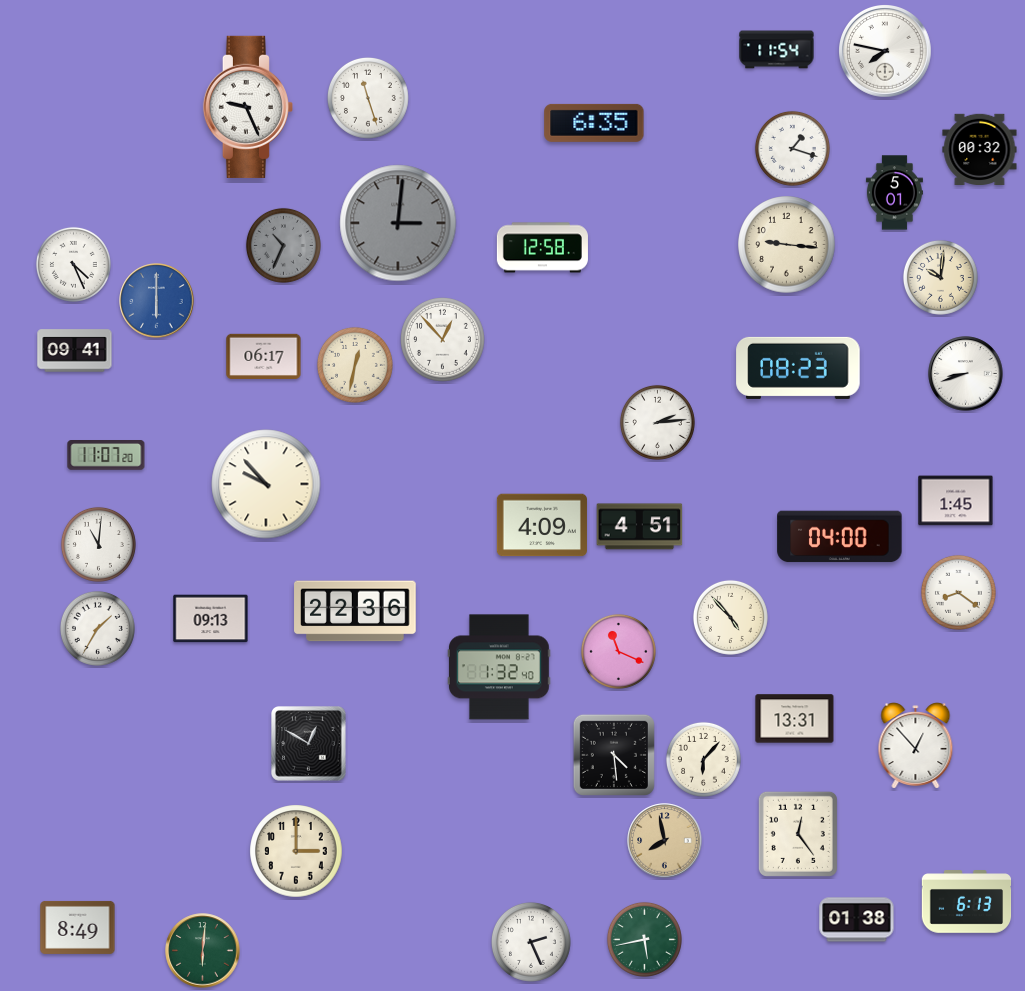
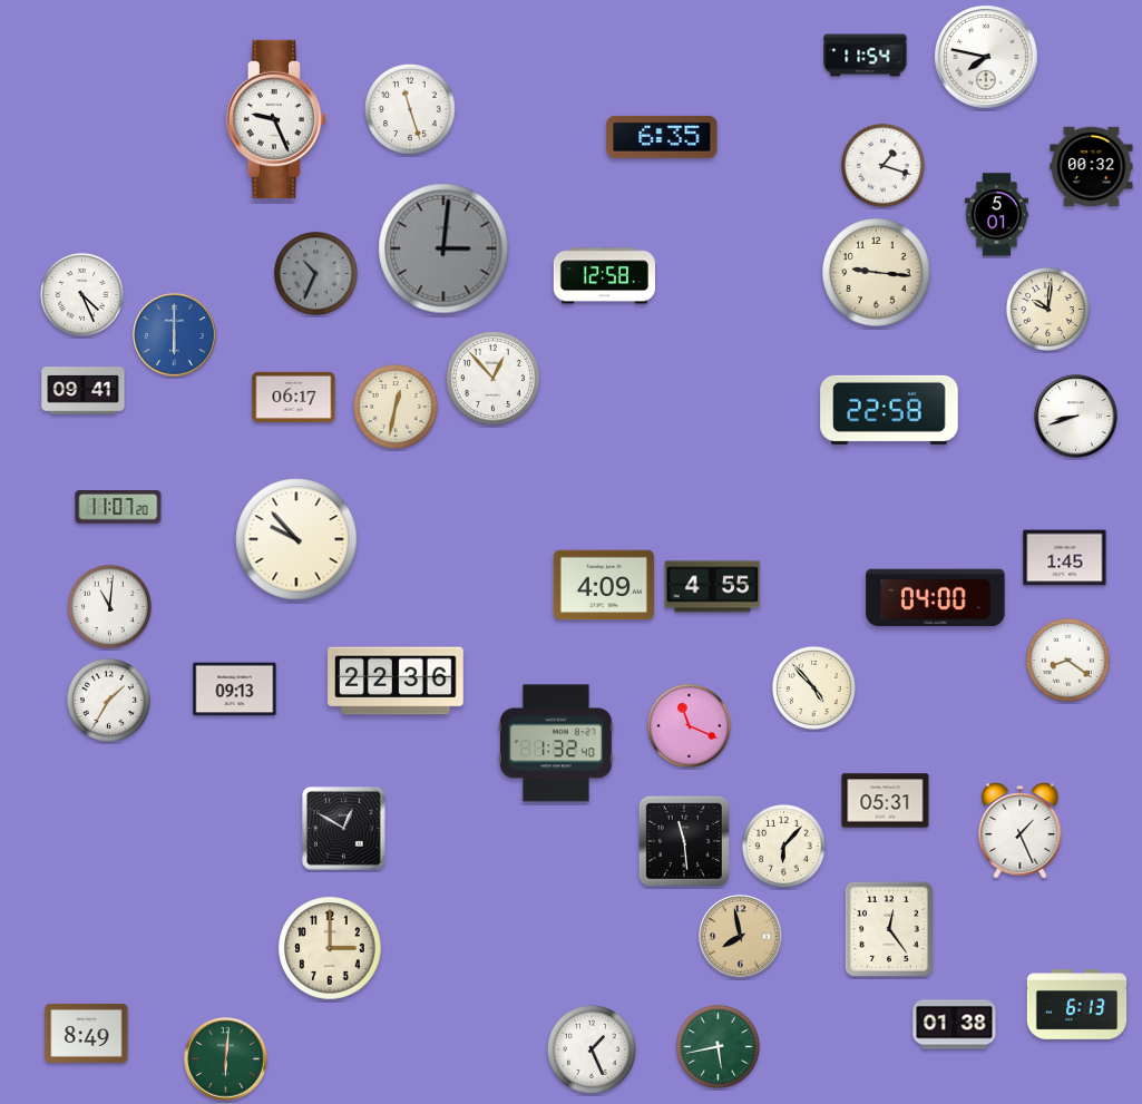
clock at (798, 368): 08:23 -> 22:58
clock at (657, 422): 2:14 -> none
clock at (640, 527): 4:51 -> 4:55
clock at (795, 719): 13:31 -> 05:31
clock at (916, 746): 12:53 -> 1:26
clock at (614, 755): 4:29 -> 11:29
clock at (531, 942): 2:26 -> 1:26
